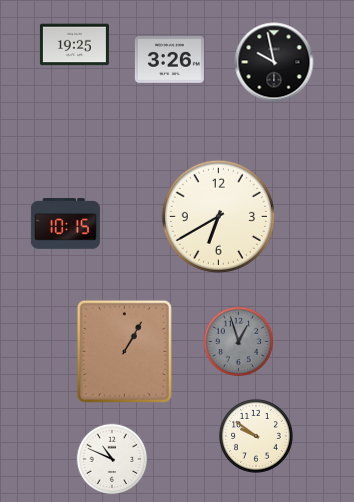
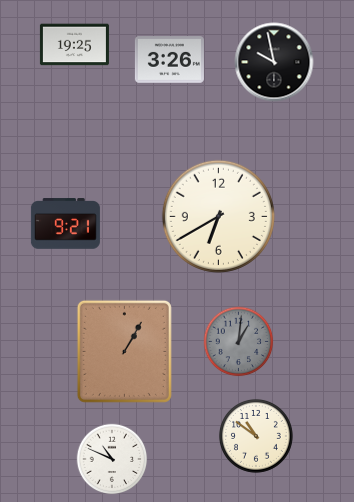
clock at (65, 224): 10:15 -> 9:21
clock at (239, 342): 12:57 -> 1:01
clock at (256, 436): 9:51 -> 10:51
